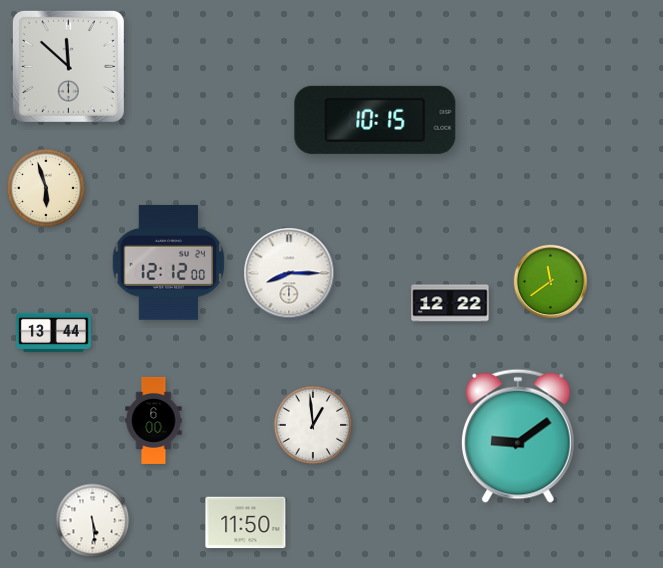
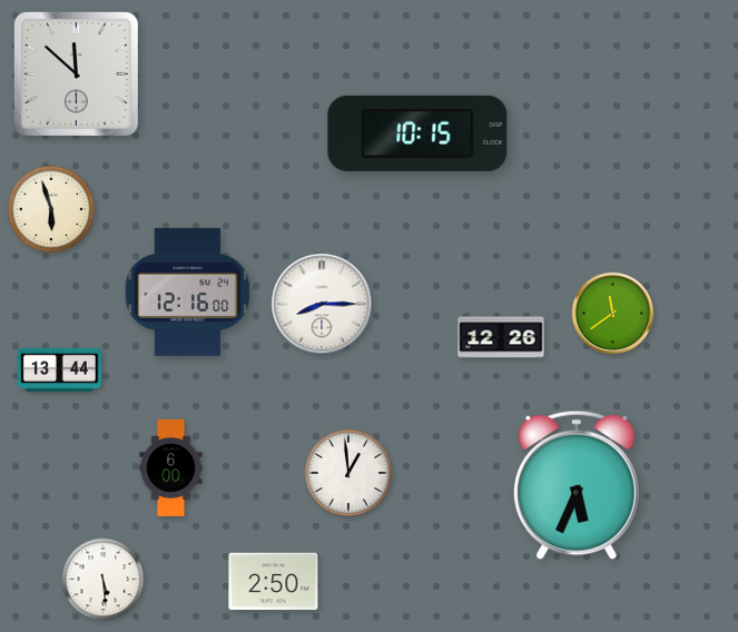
clock at (169, 262): 12:12 -> 12:16
clock at (450, 303): 12:22 -> 12:26
clock at (518, 436): 9:09 -> 5:34
clock at (246, 523): 11:50 -> 2:50
